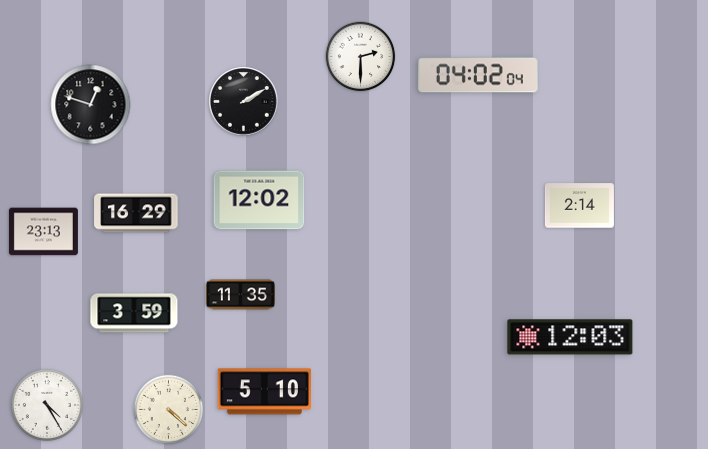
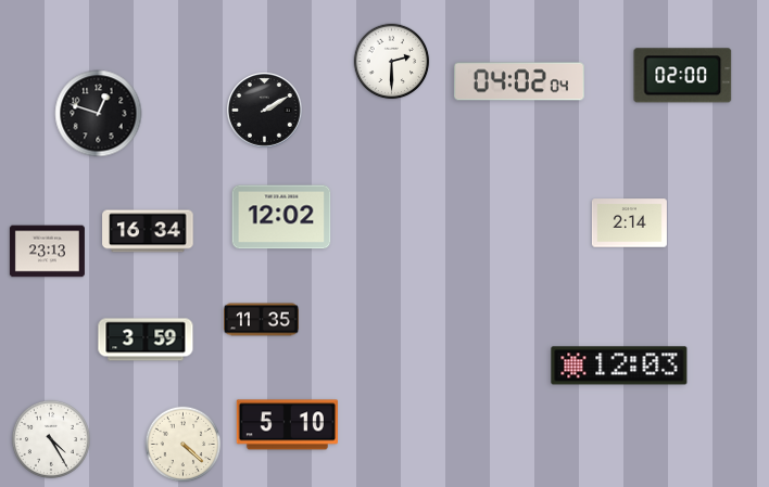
clock at (683, 76): none -> 02:00
clock at (136, 213): 16:29 -> 16:34
